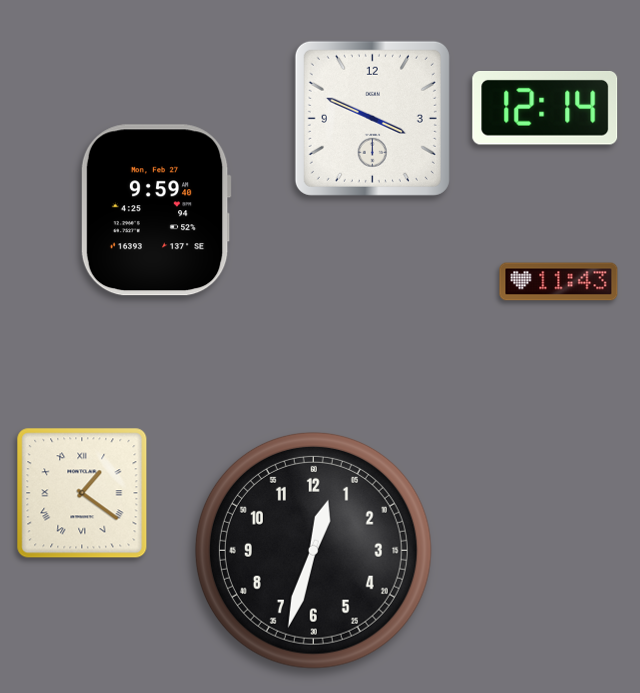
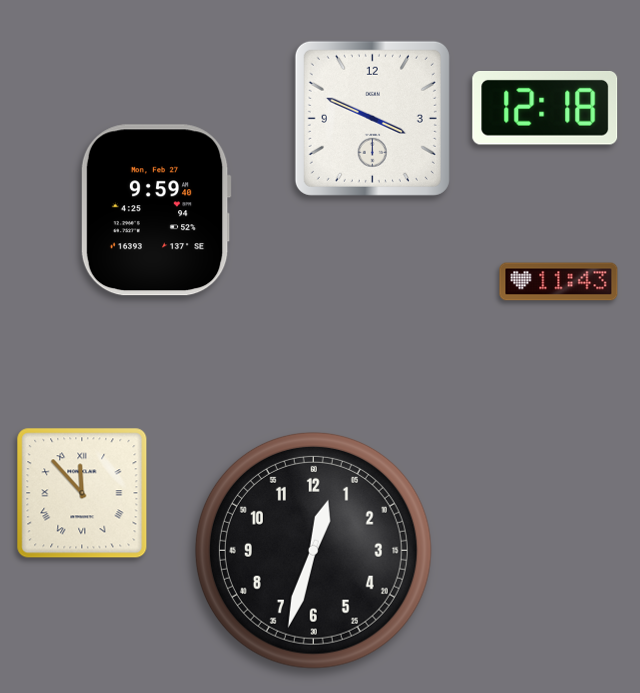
clock at (545, 108): 12:14 -> 12:18
clock at (82, 493): 1:21 -> 11:53
